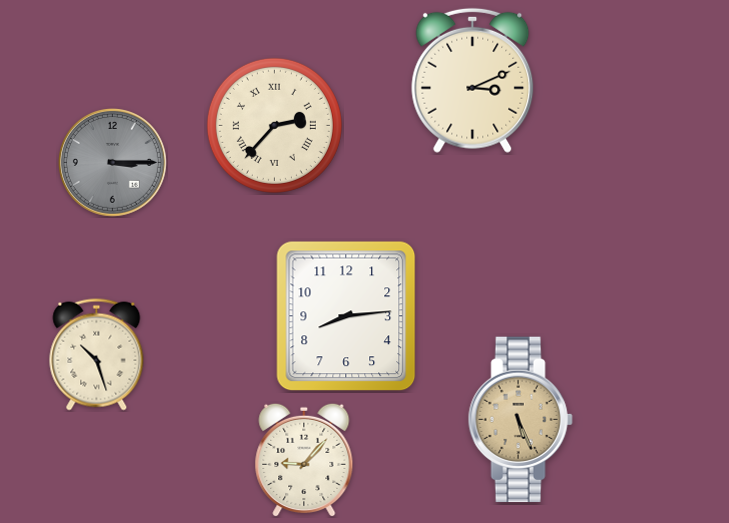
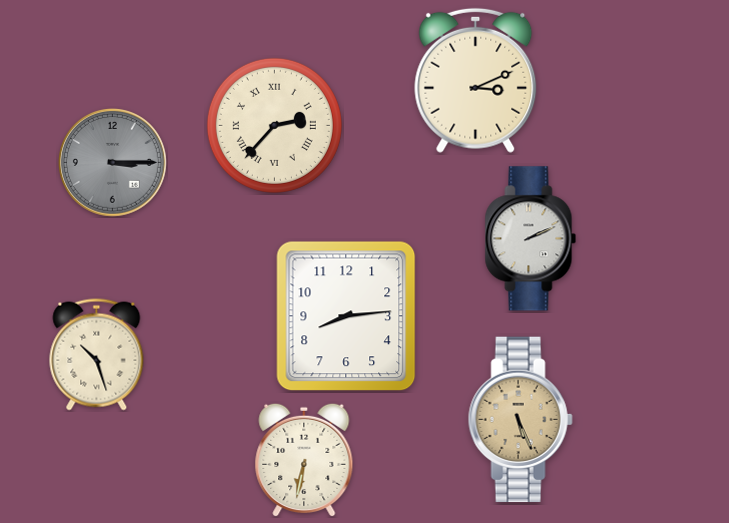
clock at (473, 80) position: (473, 80) -> (476, 80)
clock at (531, 239): none -> 2:11
clock at (304, 460): 9:07 -> 6:32
